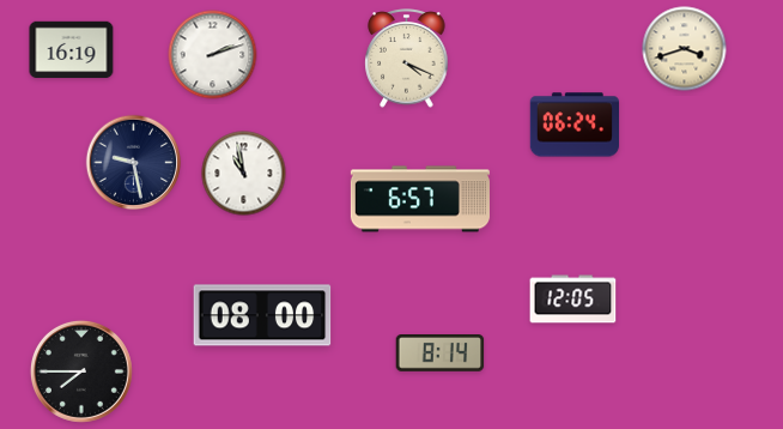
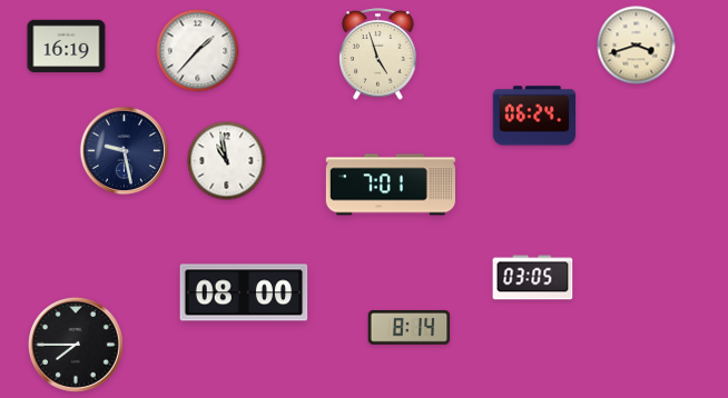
clock at (213, 55): 2:12 -> 1:37
clock at (407, 59): 4:19 -> 4:57
clock at (420, 199): 6:57 -> 7:01
clock at (573, 300): 12:05 -> 03:05
